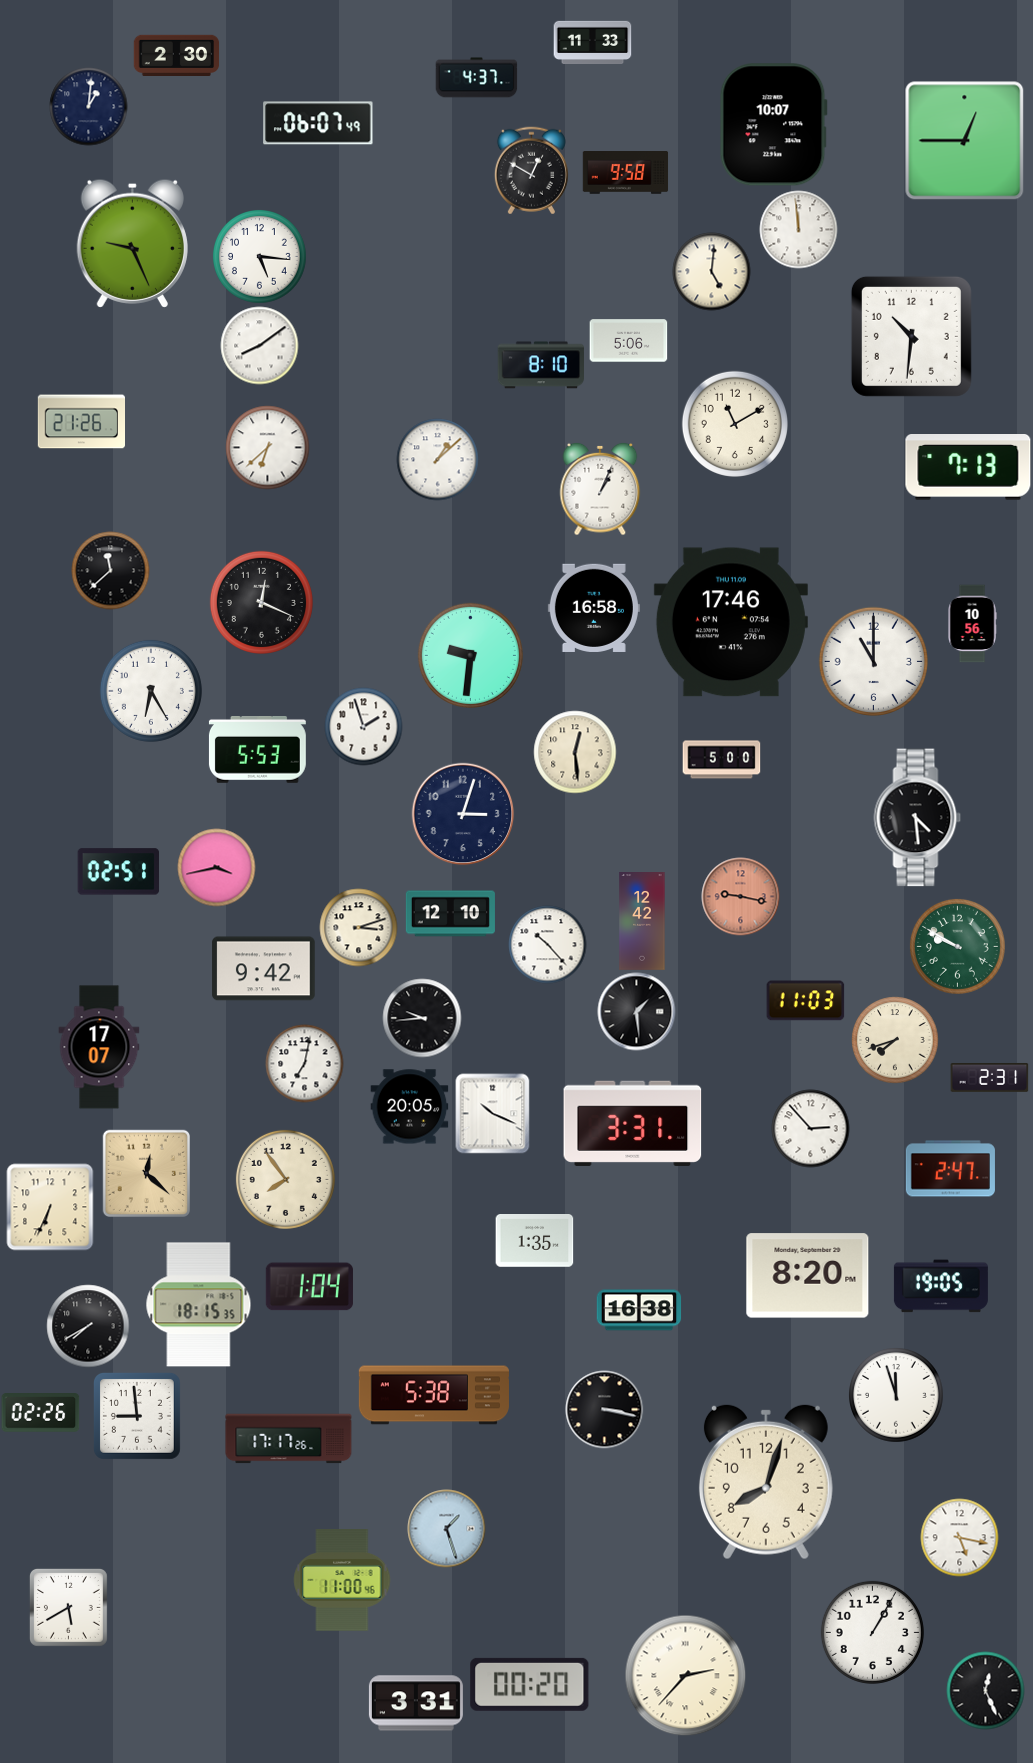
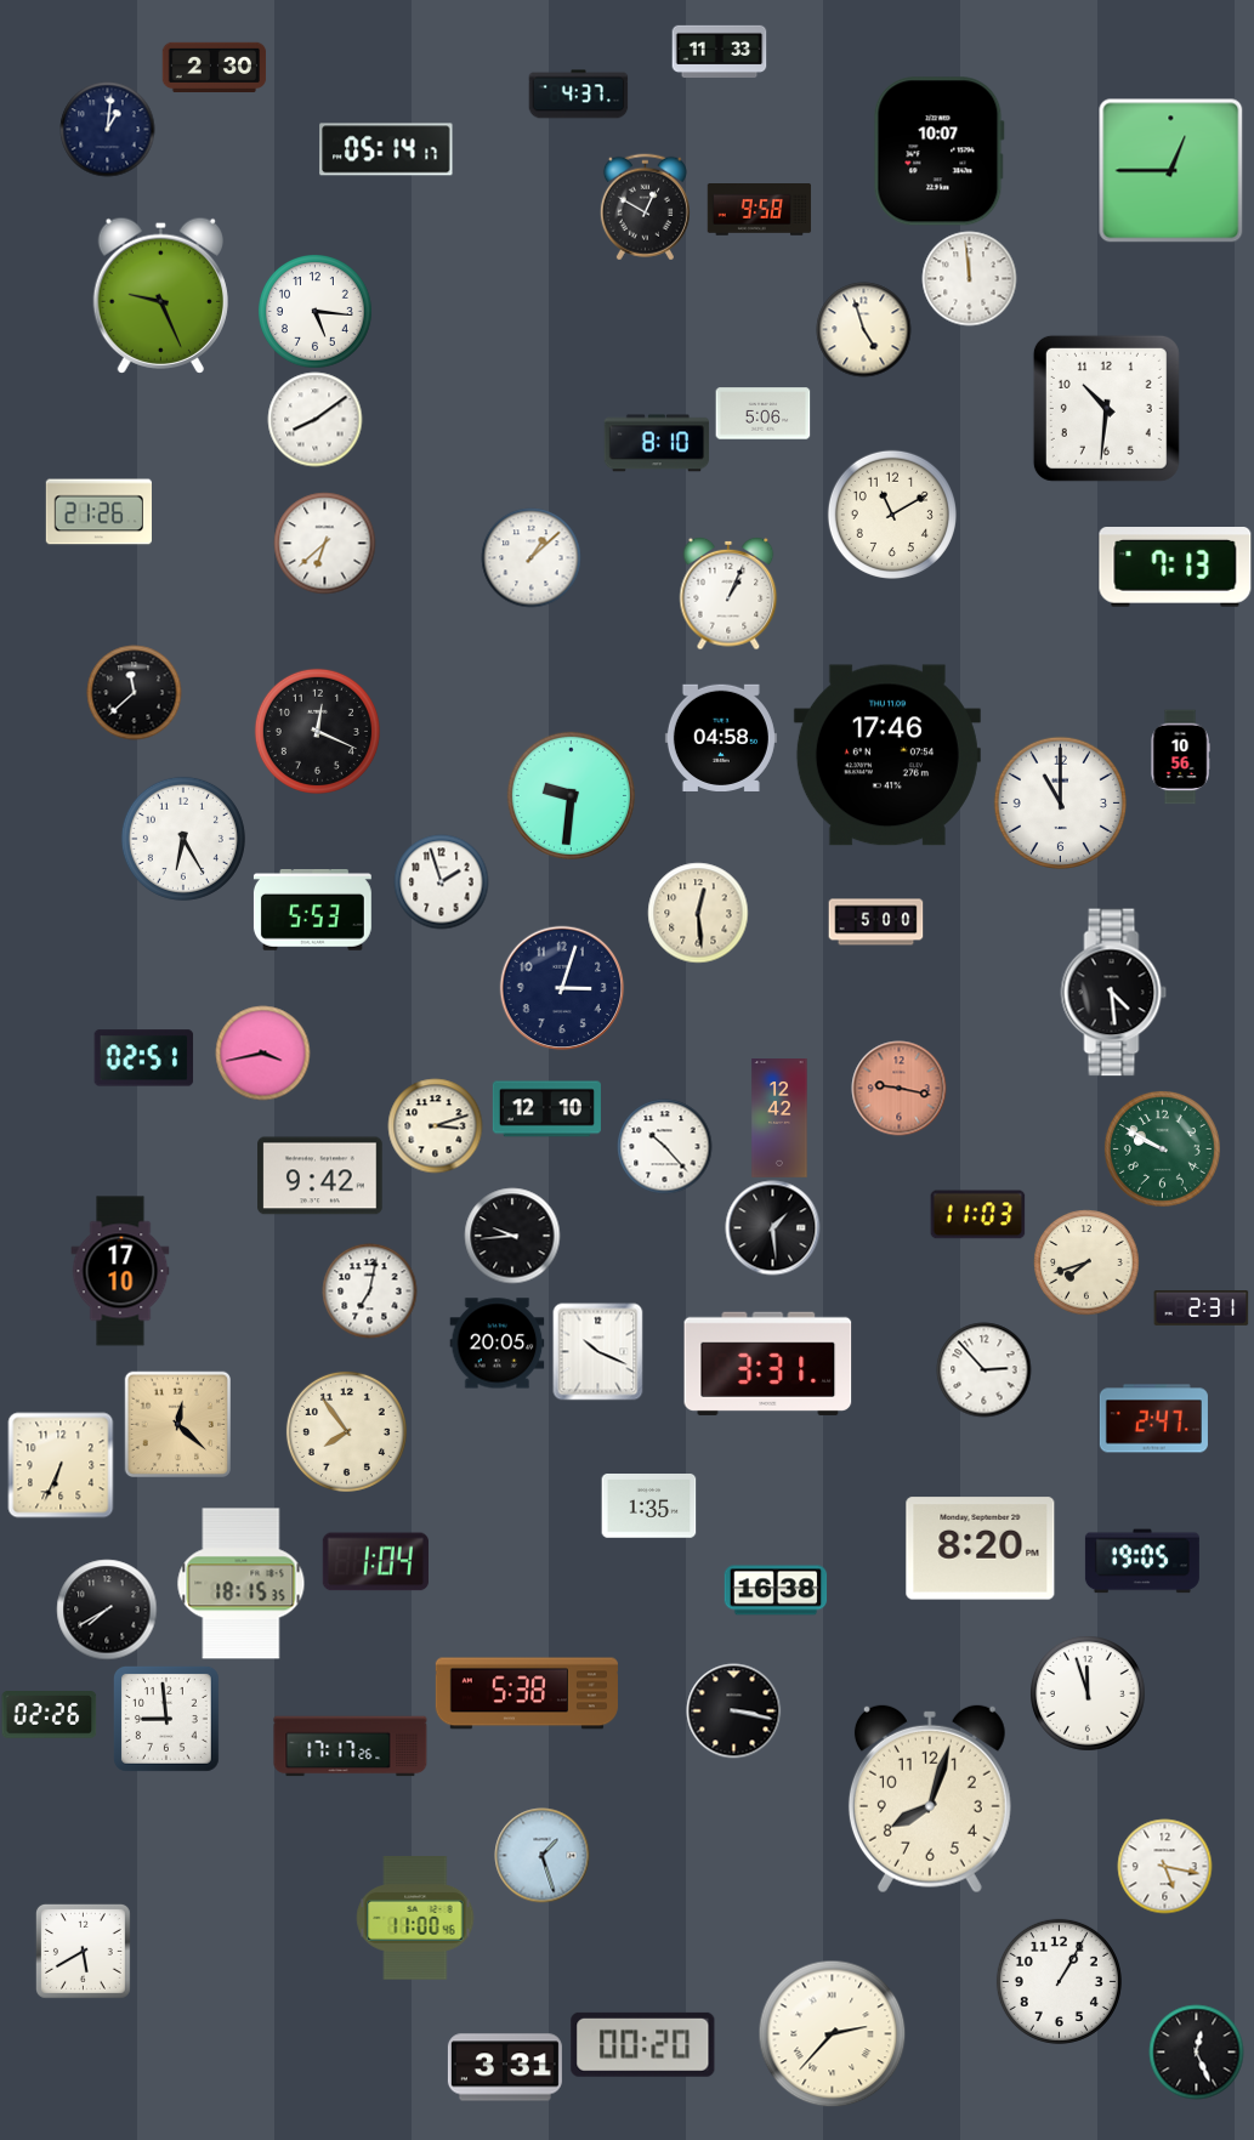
clock at (318, 123): 06:07 -> 05:14
clock at (711, 271): 5:01 -> 4:57
clock at (594, 608): 16:58 -> 04:58
clock at (99, 1047): 17:07 -> 17:10
